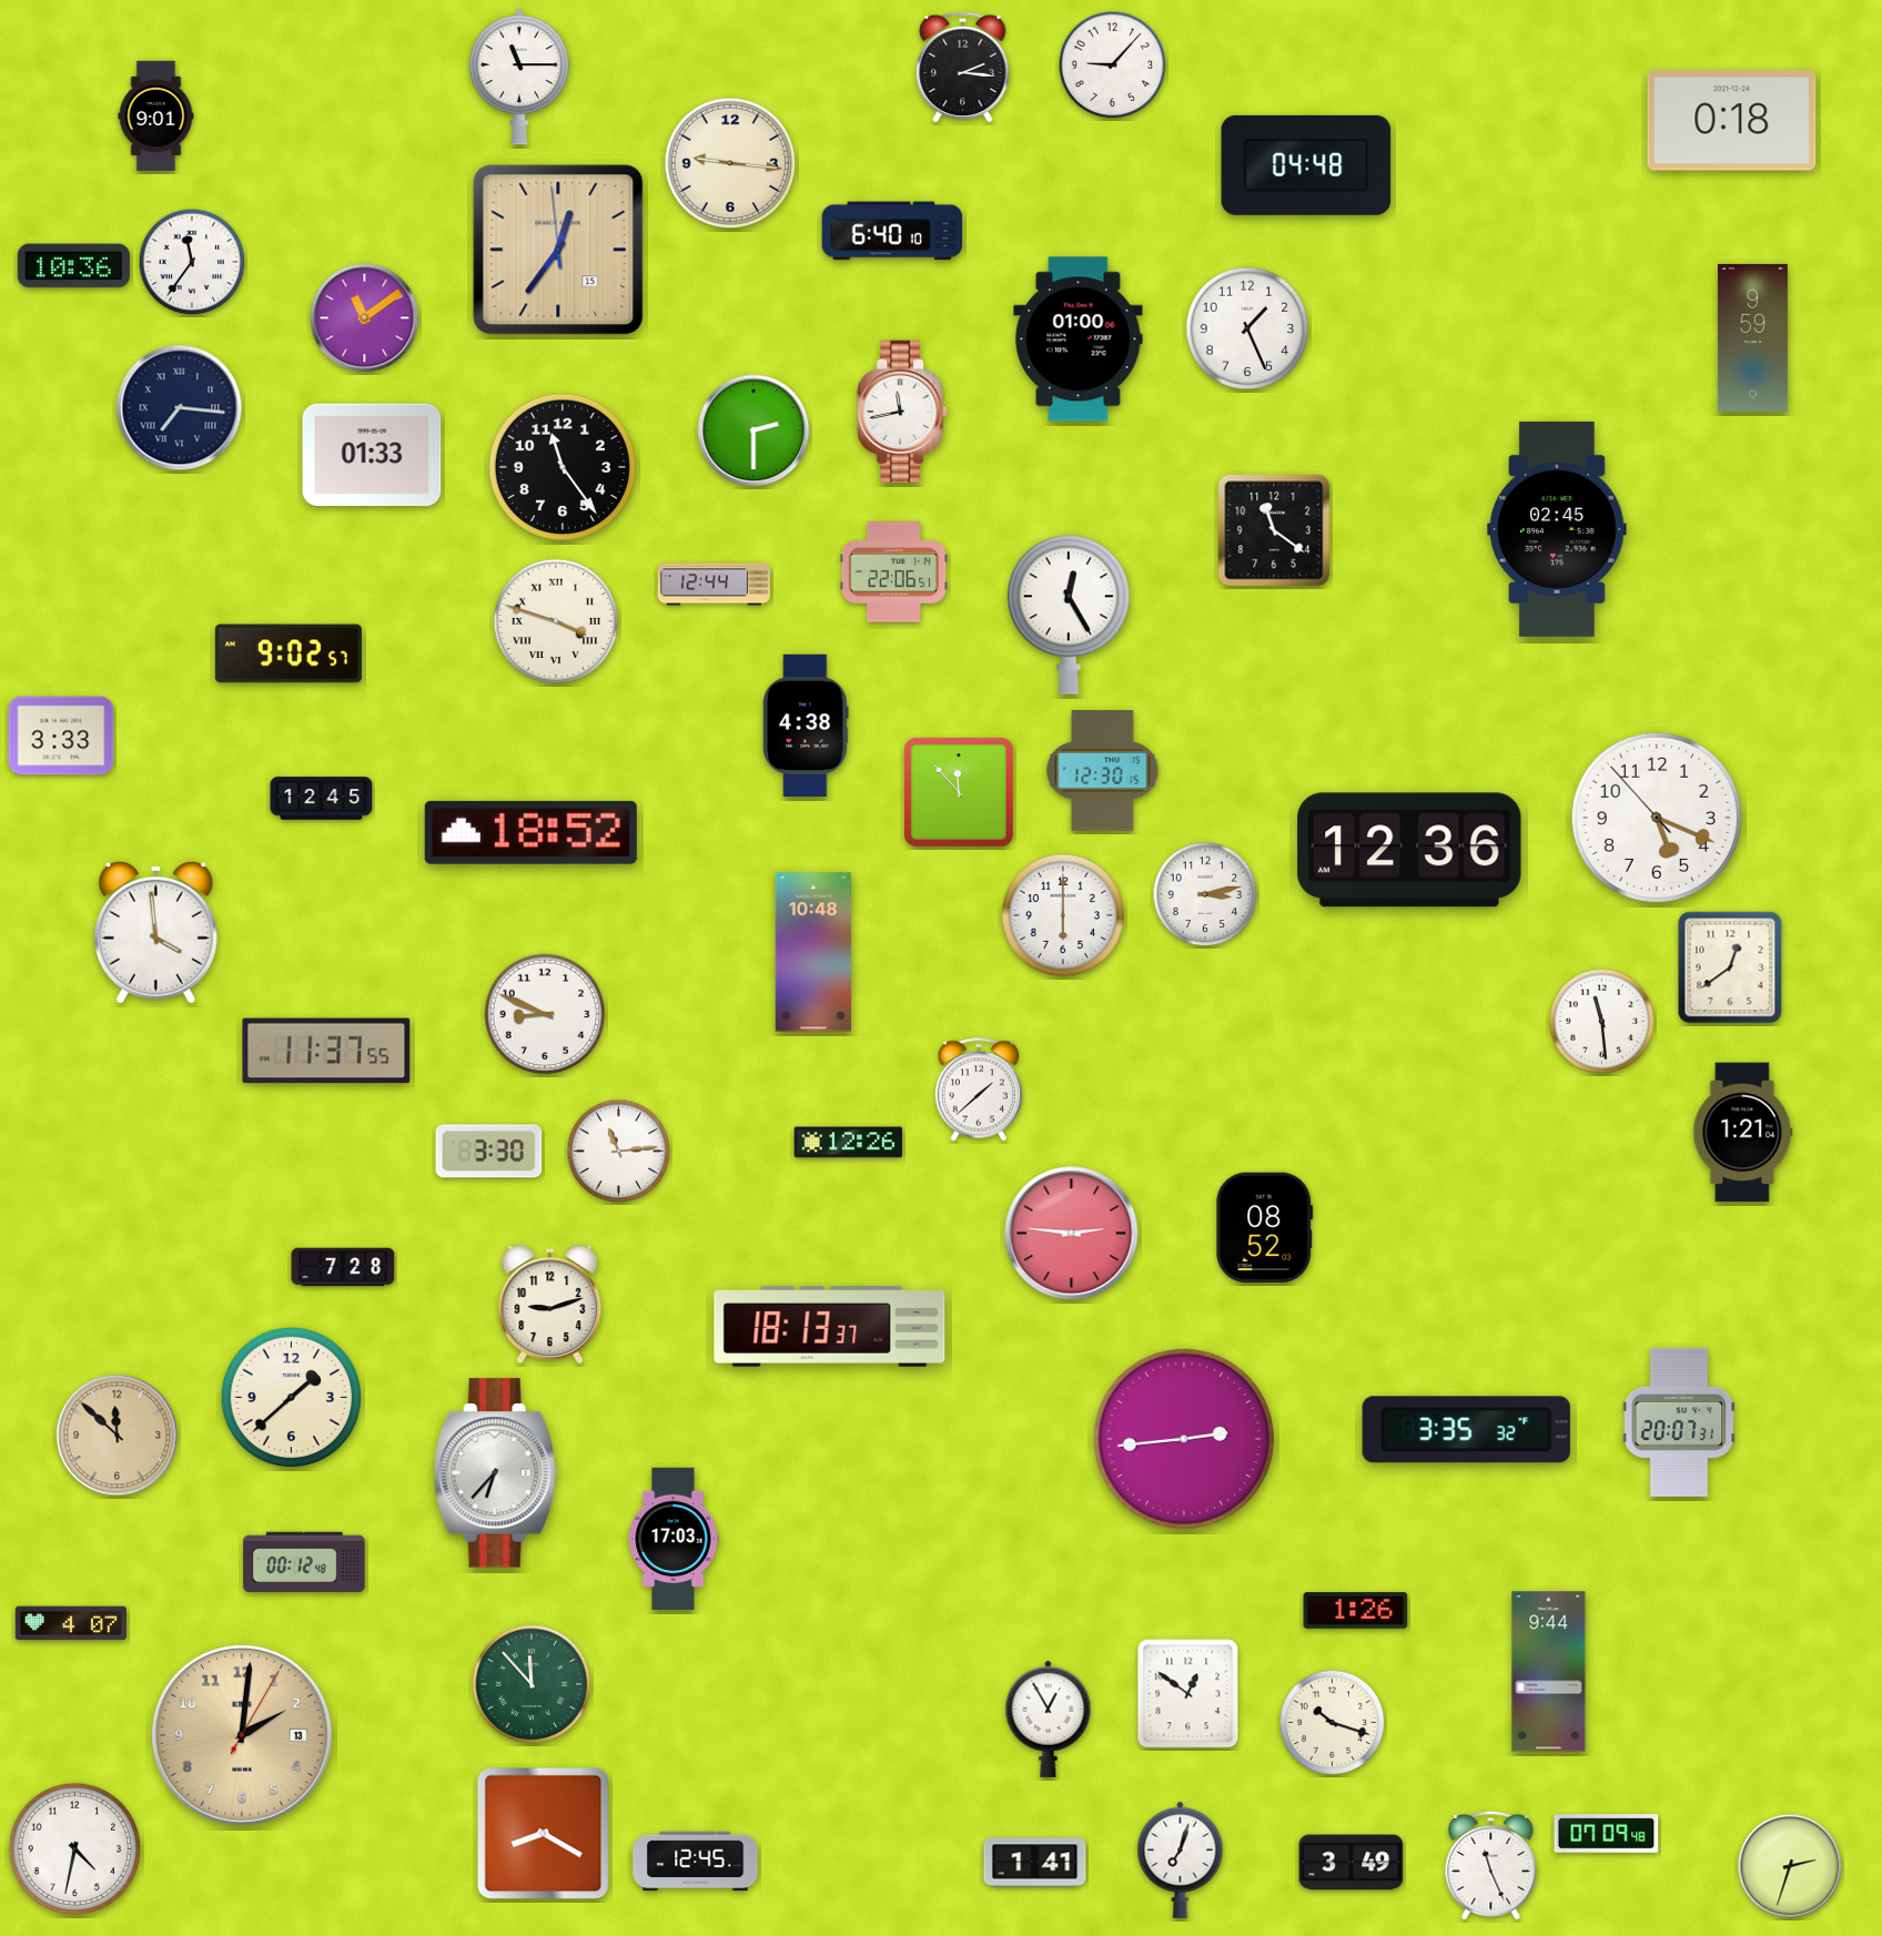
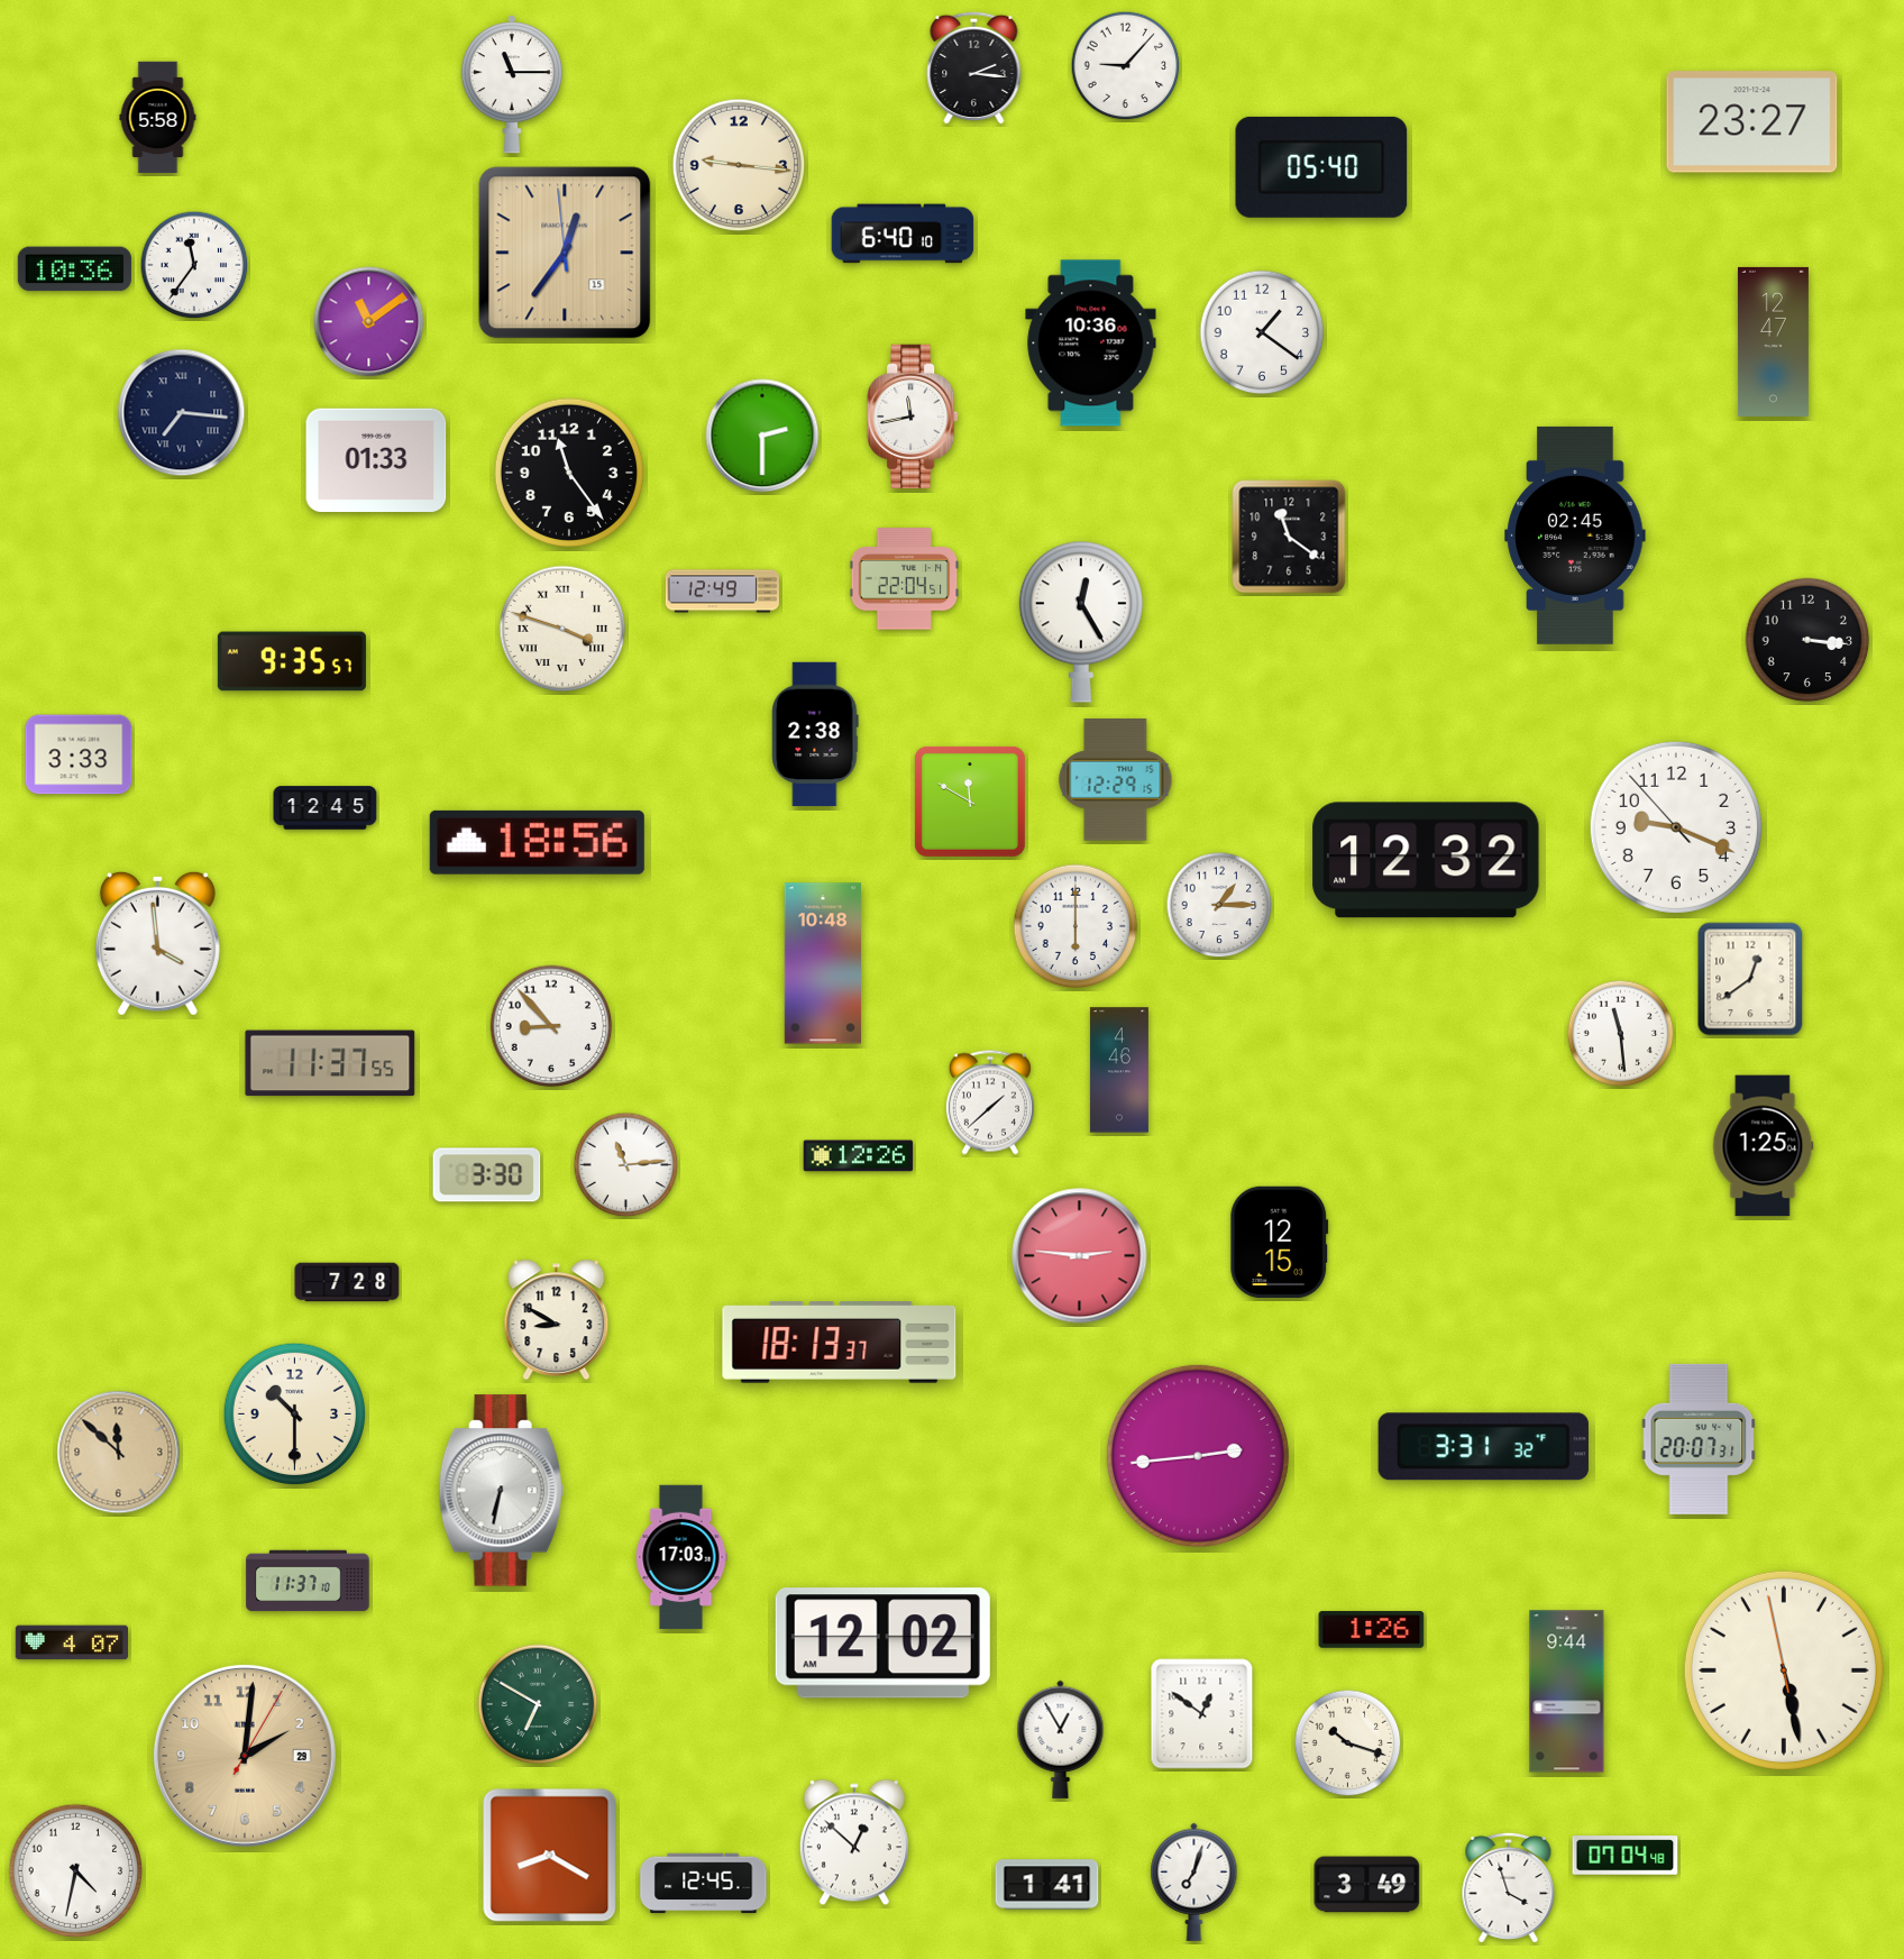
clock at (519, 77) position: (519, 77) -> (512, 84)
clock at (156, 116): 9:01 -> 5:58
clock at (1732, 121): 0:18 -> 23:27
clock at (1306, 165): 04:48 -> 05:40
clock at (1247, 328): 1:26 -> 1:21
clock at (1752, 337): 9:59 -> 12:47
clock at (1079, 339): 01:00 -> 10:36
clock at (894, 572): 22:06 -> 22:04
clock at (714, 585): 12:44 -> 12:49
clock at (1807, 640): none -> 3:16
clock at (289, 653): 9:02 -> 9:35
clock at (806, 726): 4:38 -> 2:38
clock at (61, 736) position: (61, 736) -> (79, 754)
clock at (1103, 771): 12:30 -> 12:29
clock at (959, 792): 11:53 -> 11:50
clock at (1657, 818): 5:18 -> 9:18
clock at (530, 832): 18:52 -> 18:56
clock at (1409, 850): 12:36 -> 12:32
clock at (1205, 894): 3:13 -> 1:15
clock at (545, 1014): 8:49 -> 8:53
clock at (1119, 1070): none -> 4:46
clock at (1743, 1133): 1:21 -> 1:25
clock at (489, 1152) position: (489, 1152) -> (487, 1175)
clock at (1265, 1227): 08:52 -> 12:15
clock at (1072, 1234) position: (1072, 1234) -> (1080, 1256)
clock at (550, 1305): 9:12 -> 8:50
clock at (292, 1398): 1:38 -> 10:30
clock at (1466, 1430): 3:35 -> 3:31
clock at (495, 1473): 6:37 -> 6:32
clock at (304, 1562): 00:12 -> 11:37
clock at (882, 1644): none -> 12:02
clock at (1784, 1670): none -> 5:27
clock at (532, 1684): 11:53 -> 6:50
clock at (242, 1735) date: 13 -> 29
clock at (854, 1842): none -> 12:52
clock at (1607, 1834): 07:09 -> 07:04
clock at (1491, 1865): 11:26 -> 3:57
clock at (1790, 1866): 2:33 -> none
